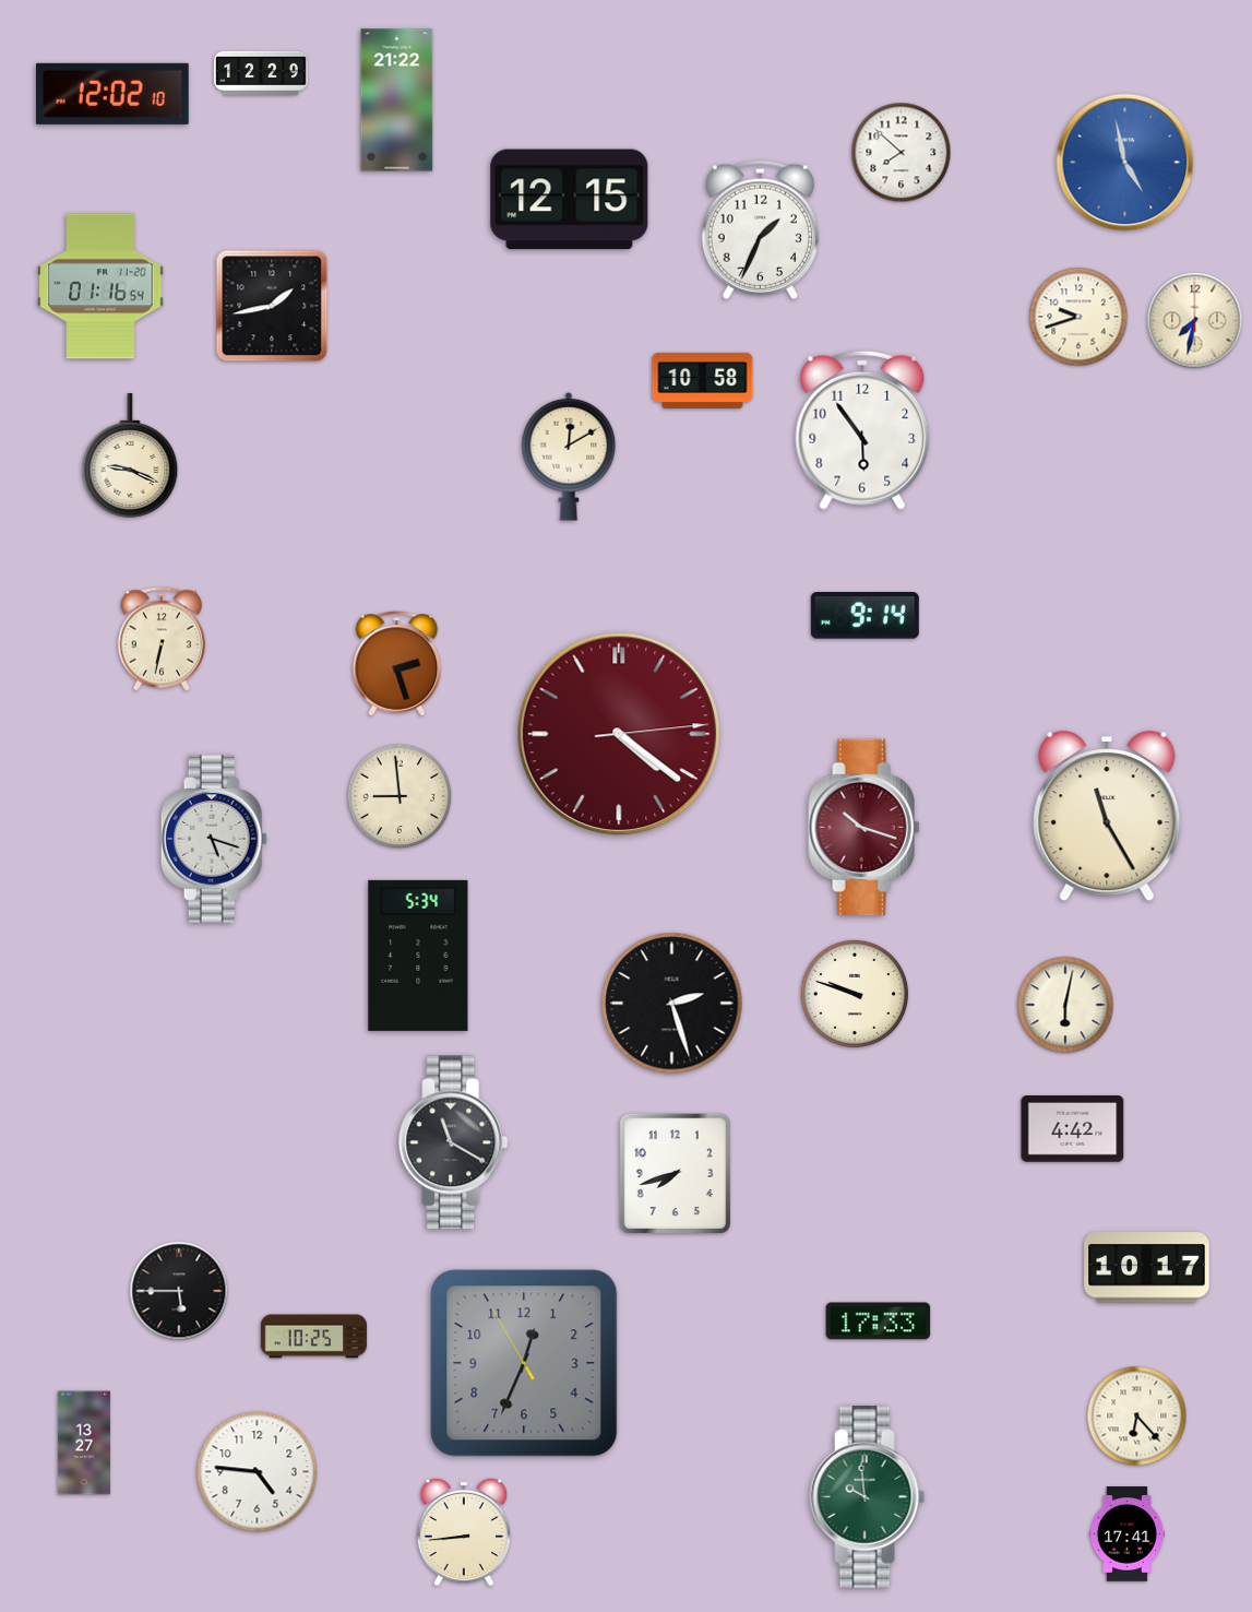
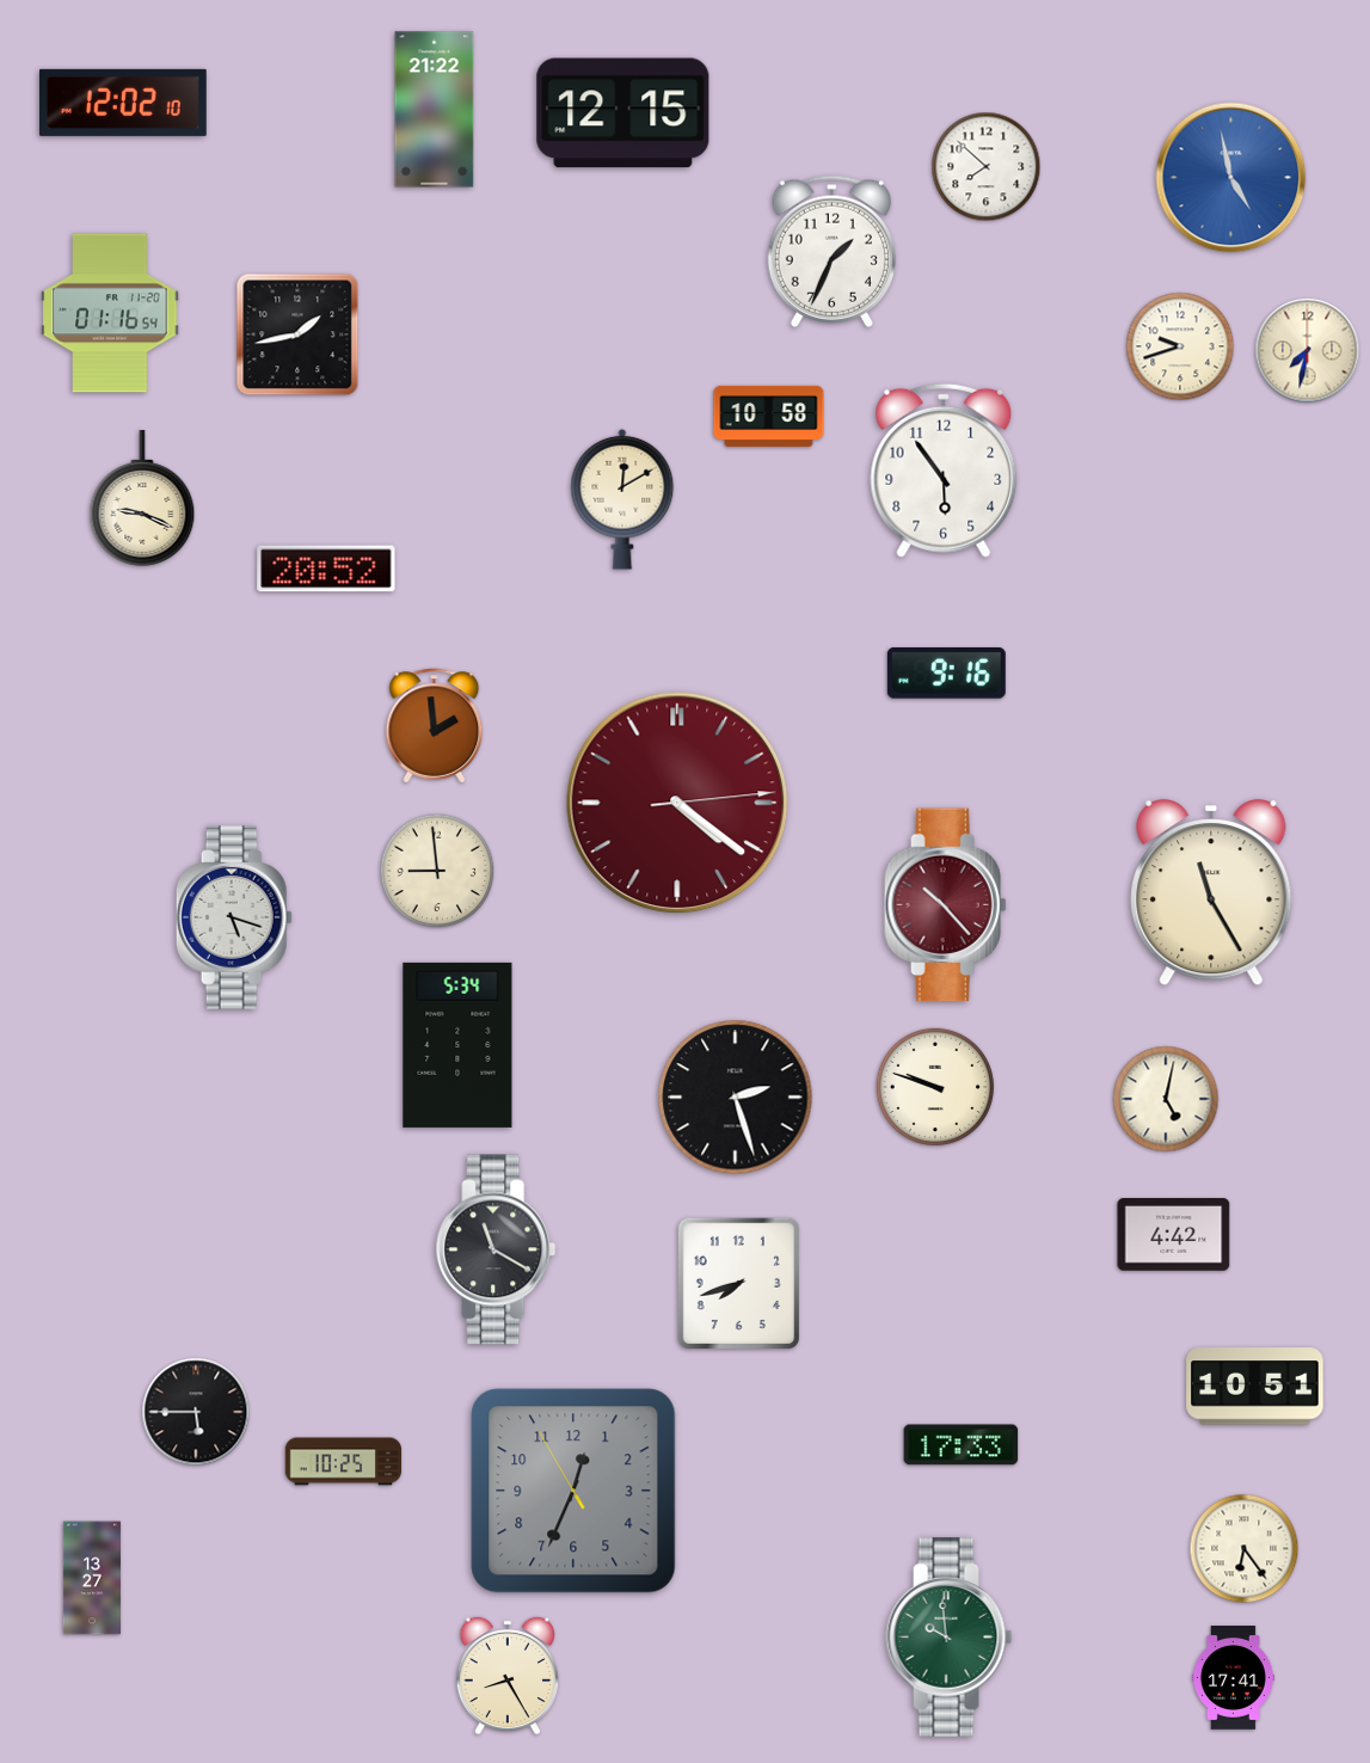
clock at (261, 72): 12:29 -> none
clock at (570, 200) position: (570, 200) -> (623, 113)
clock at (326, 569): none -> 20:52
clock at (865, 616): 9:14 -> 9:16
clock at (162, 639): 6:32 -> none
clock at (397, 664): 2:27 -> 1:59
clock at (865, 828): 10:18 -> 10:23
clock at (1065, 1005): 6:02 -> 5:02
clock at (1147, 1268): 10:17 -> 10:51
clock at (1137, 1417): 6:23 -> 6:24
clock at (258, 1472): 4:46 -> none
clock at (464, 1532): 8:44 -> 8:25
